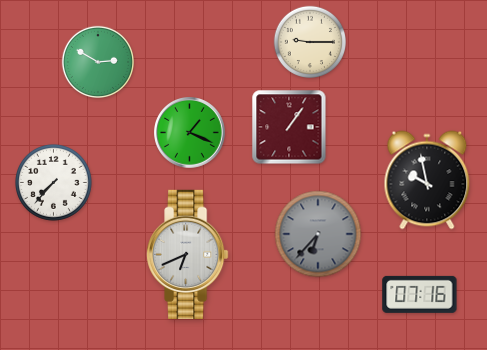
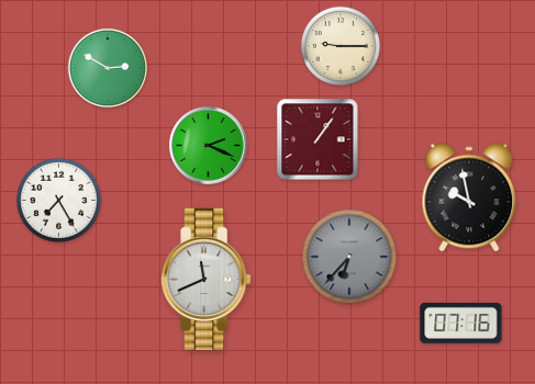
clock at (190, 133): 1:19 -> 2:19
clock at (54, 183): 7:37 -> 7:25
clock at (188, 254): 6:41 -> 11:41
